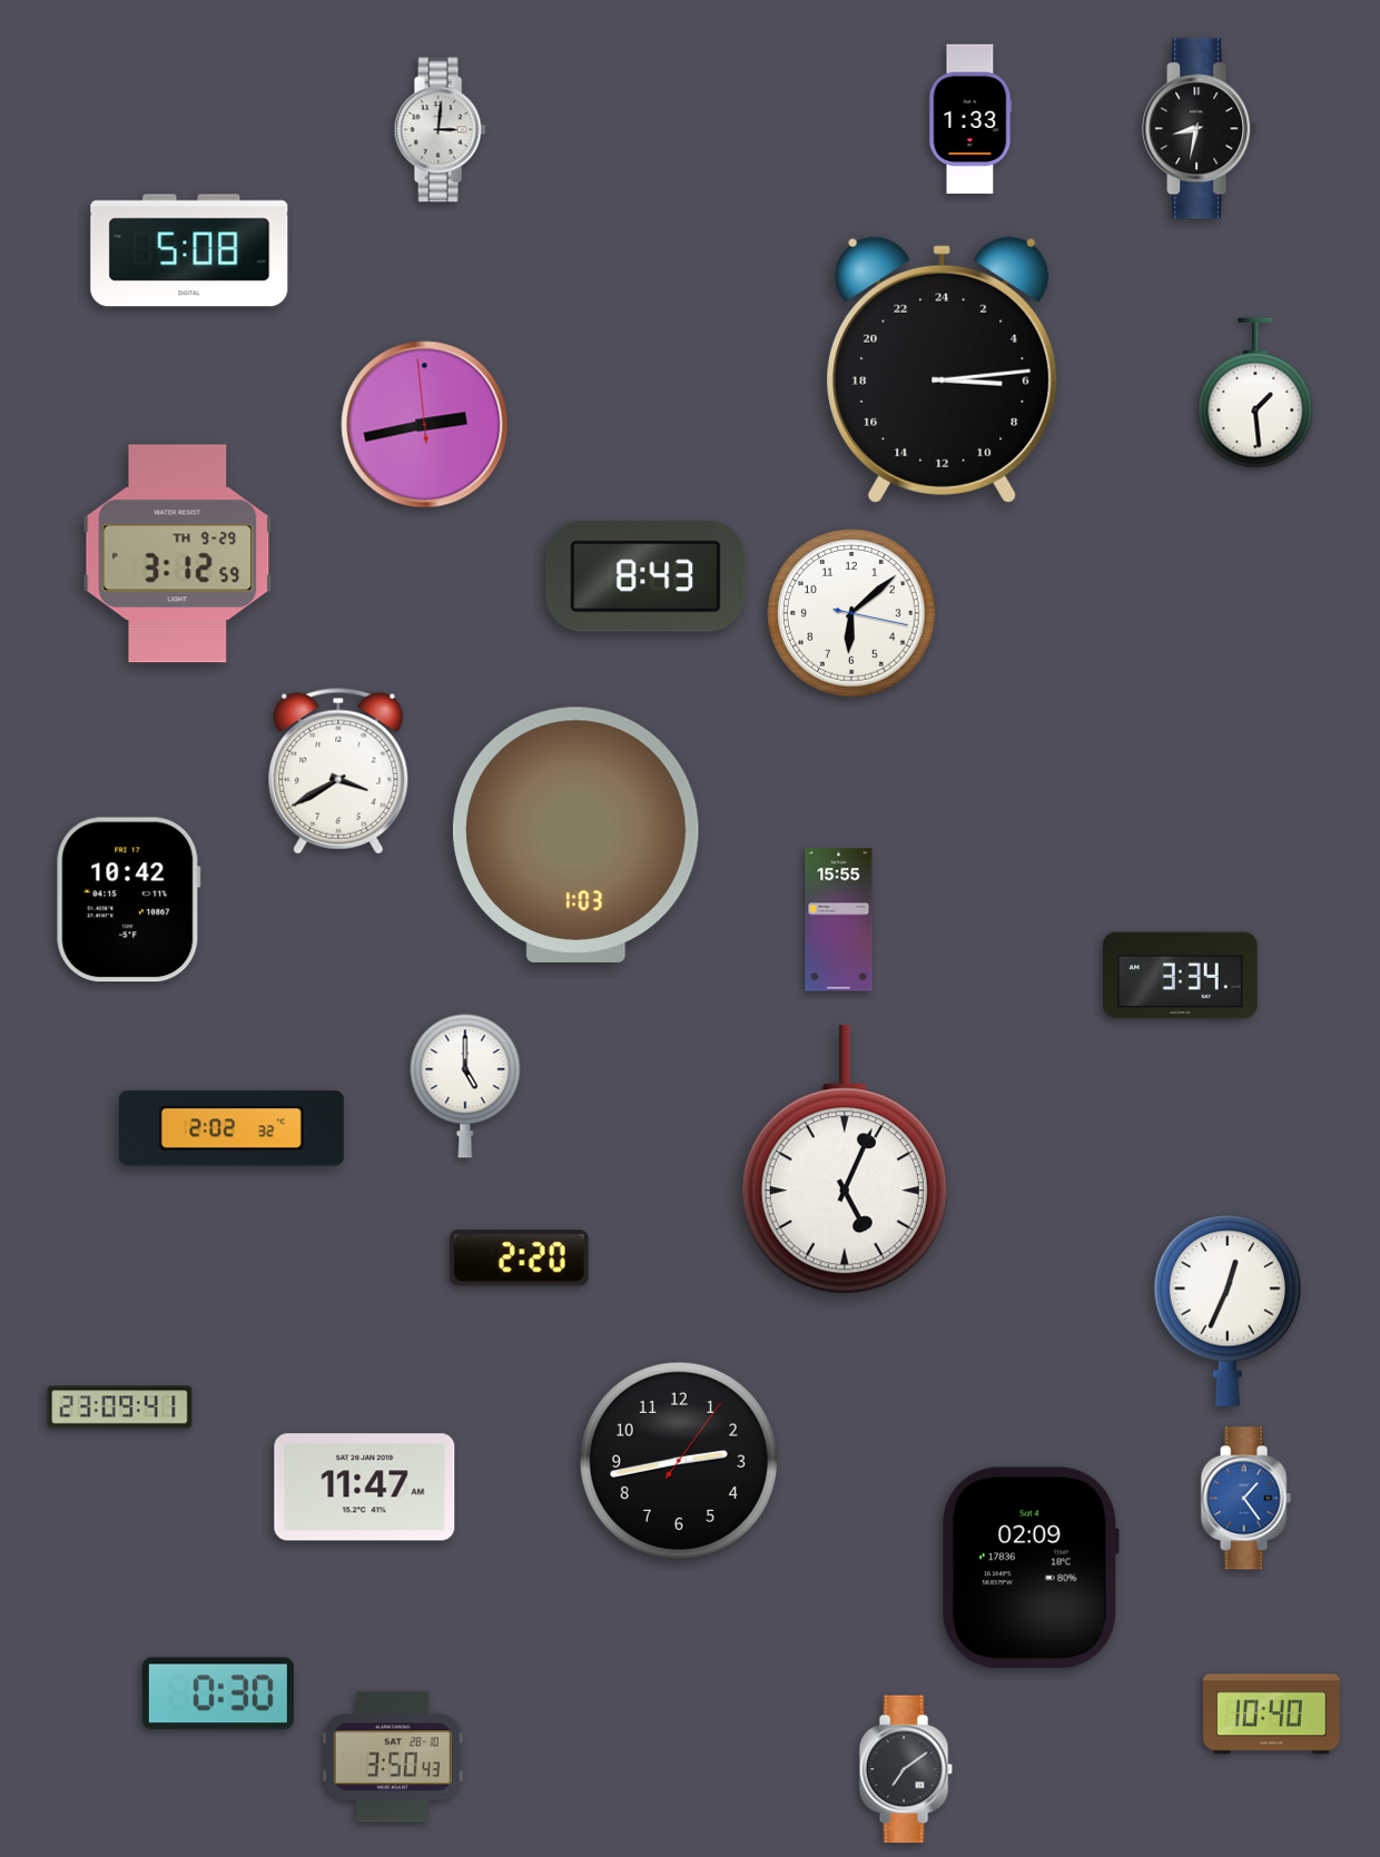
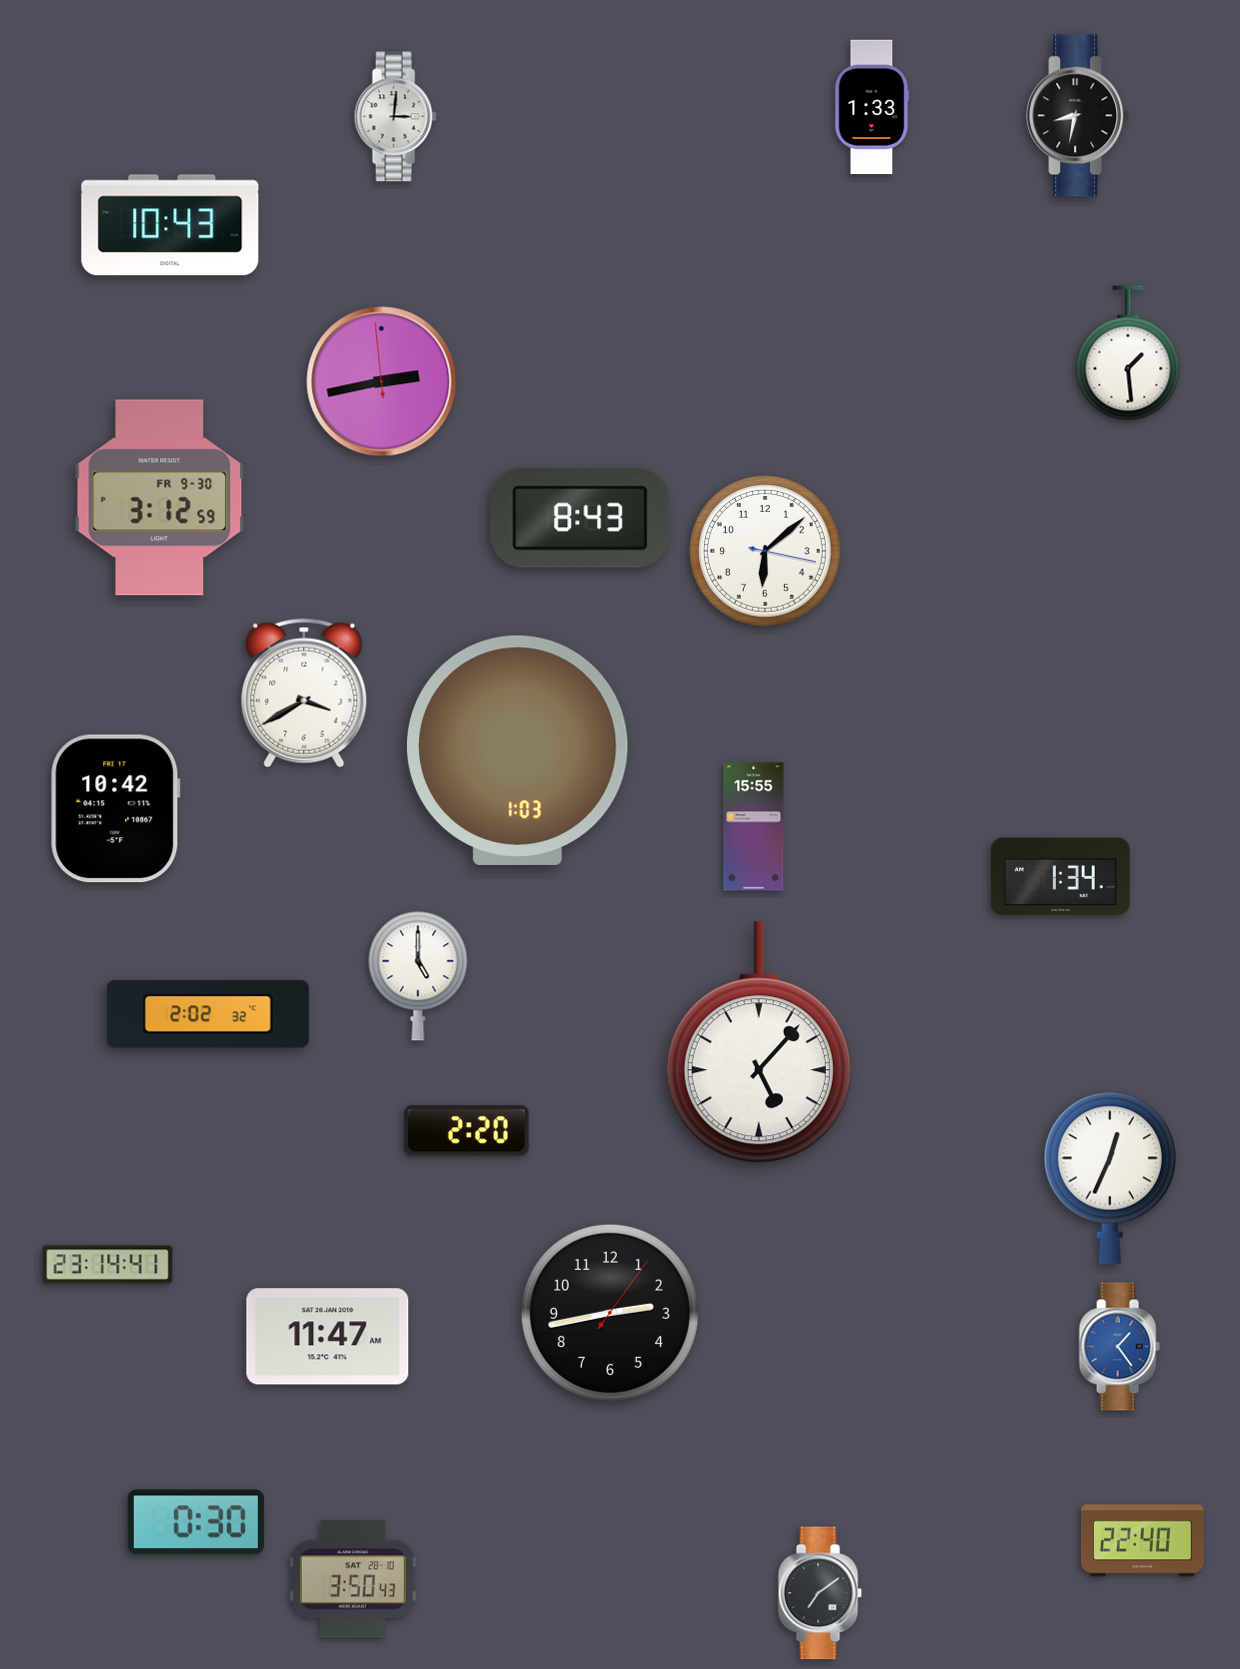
clock at (189, 250): 5:08 -> 10:43
clock at (943, 369): 6:14 -> none
clock at (178, 554) date: TH 9-29 -> FR 9-30
clock at (1180, 976): 3:34 -> 1:34
clock at (845, 1159): 5:04 -> 5:07
clock at (1228, 1311) position: (1228, 1311) -> (1110, 1178)
clock at (120, 1407): 23:09 -> 23:14
clock at (1031, 1568): 02:09 -> none
clock at (1271, 1715): 10:40 -> 22:40
clock at (906, 1769) position: (906, 1769) -> (820, 1593)
